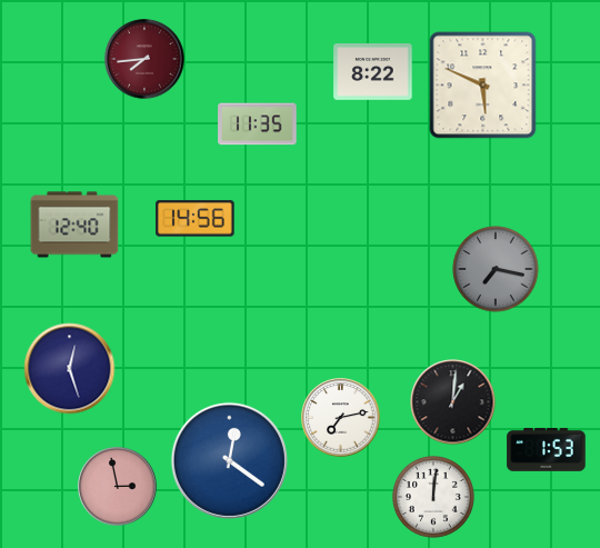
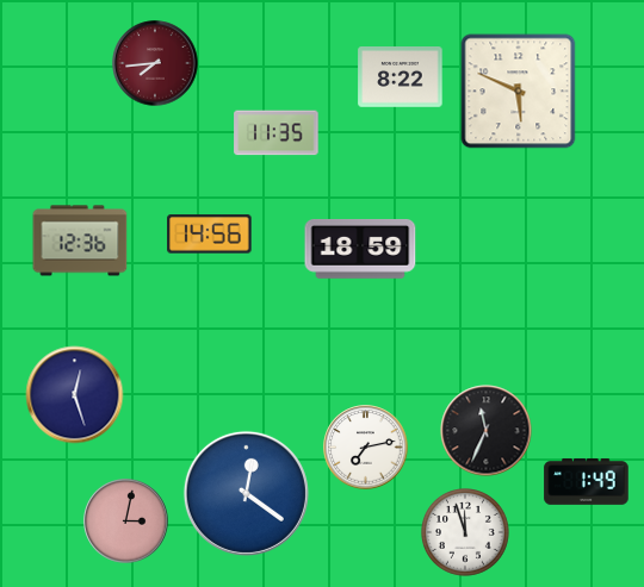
clock at (74, 225): 12:40 -> 12:36
clock at (360, 249): none -> 18:59
clock at (496, 269): 7:17 -> none
clock at (453, 402): 1:01 -> 11:34
clock at (547, 449): 1:53 -> 1:49
clock at (118, 487): 2:58 -> 3:02
clock at (434, 498): 12:01 -> 11:57
